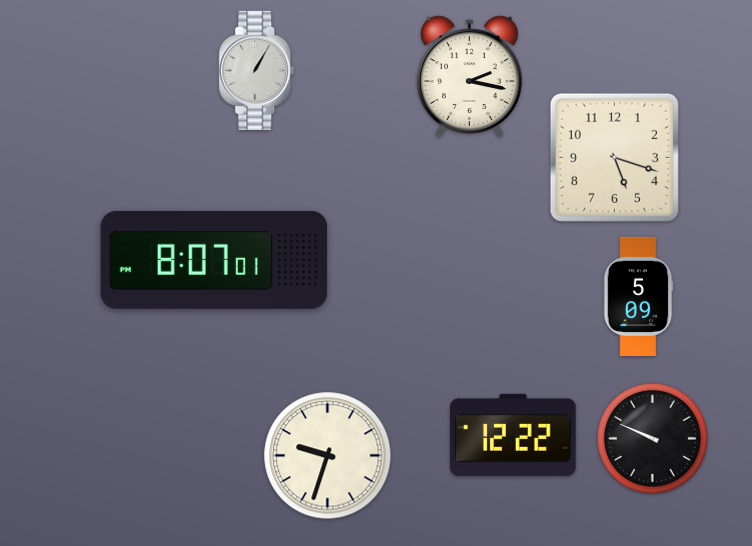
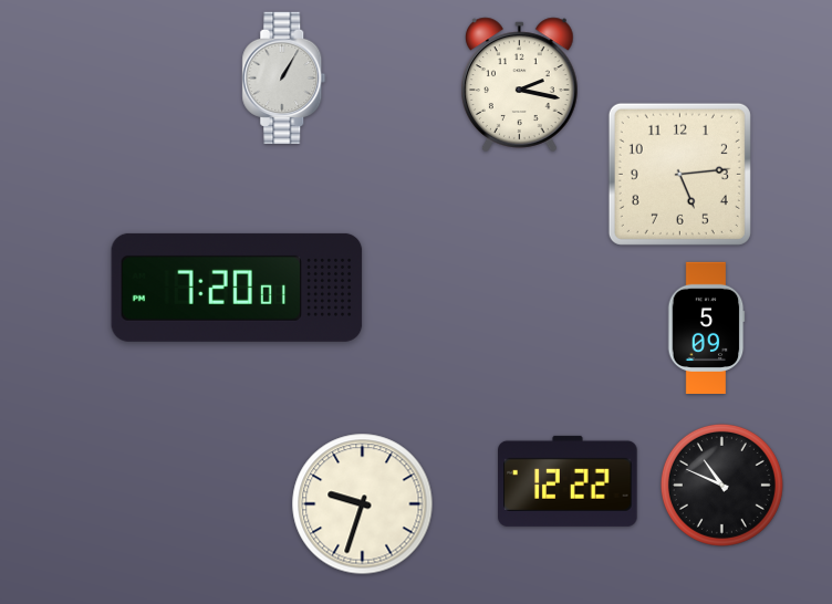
clock at (614, 157): 5:18 -> 5:14
clock at (214, 260): 8:07 -> 7:20
clock at (652, 438): 9:49 -> 10:49
